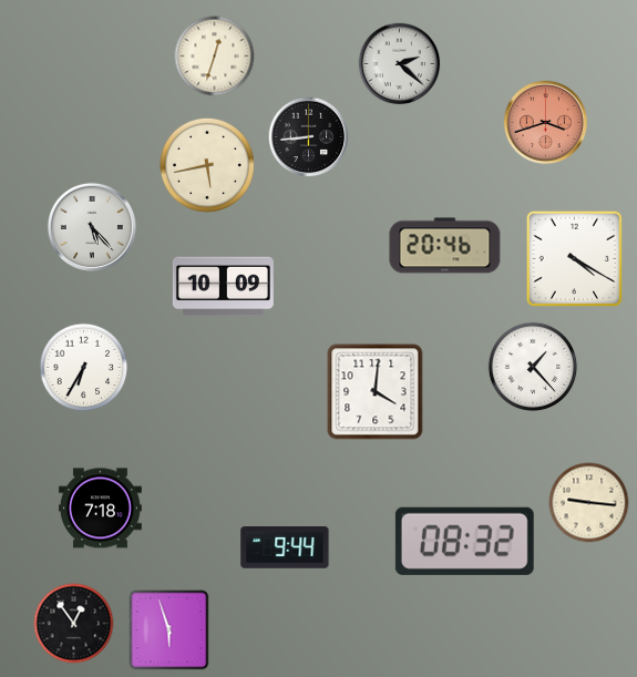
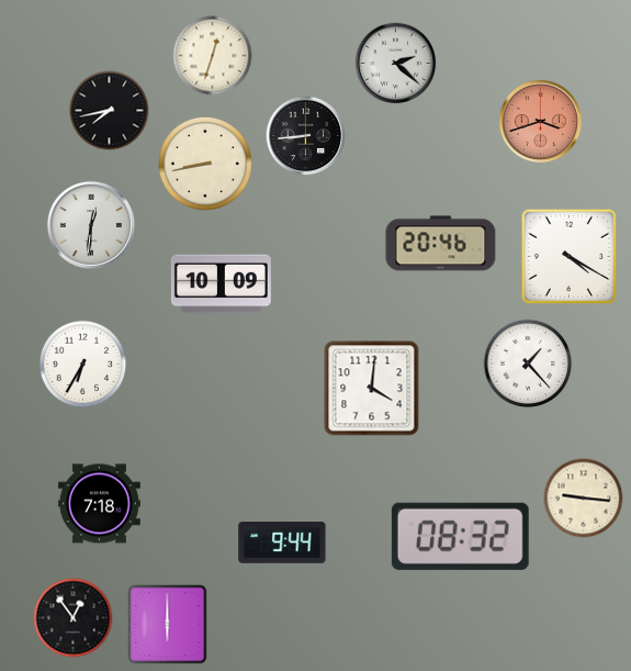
clock at (110, 111): none -> 7:43
clock at (207, 165): 5:43 -> 8:43
clock at (92, 227): 5:23 -> 12:31
clock at (169, 630): 5:57 -> 6:00
